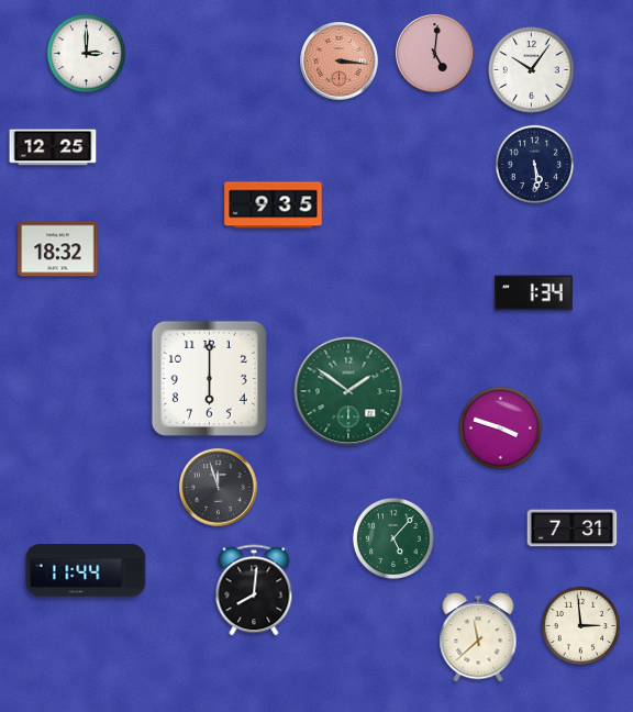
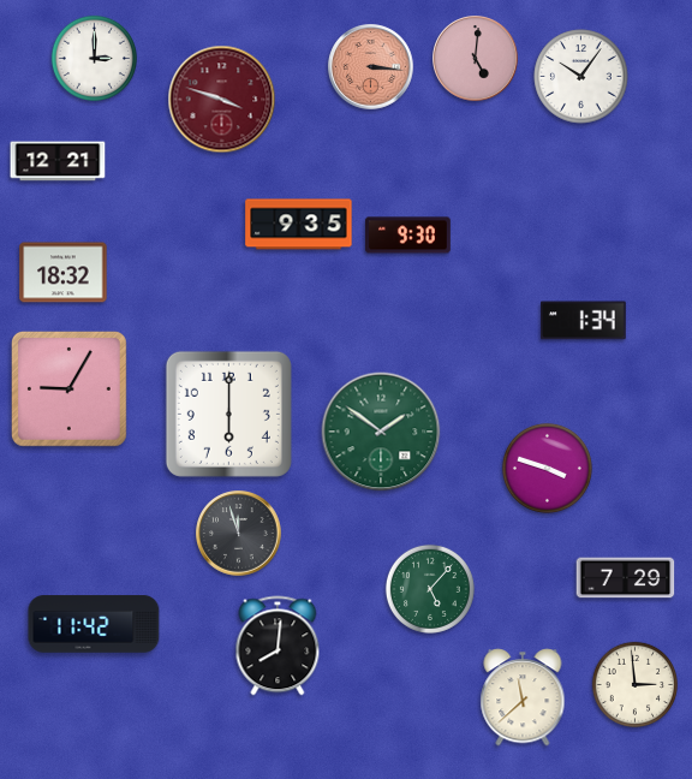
clock at (222, 100): none -> 3:48
clock at (53, 147): 12:25 -> 12:21
clock at (535, 165): 5:29 -> none
clock at (408, 236): none -> 9:30
clock at (68, 388): none -> 9:05
clock at (348, 391) position: (348, 391) -> (381, 432)
clock at (573, 529): 7:31 -> 7:29
clock at (86, 570): 11:44 -> 11:42
